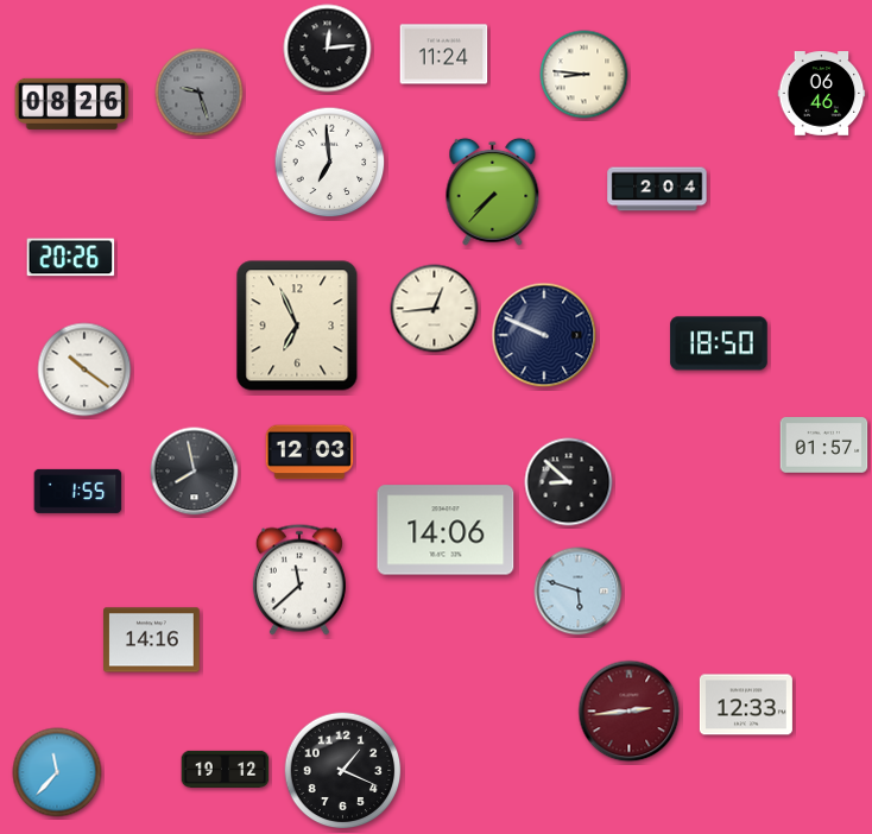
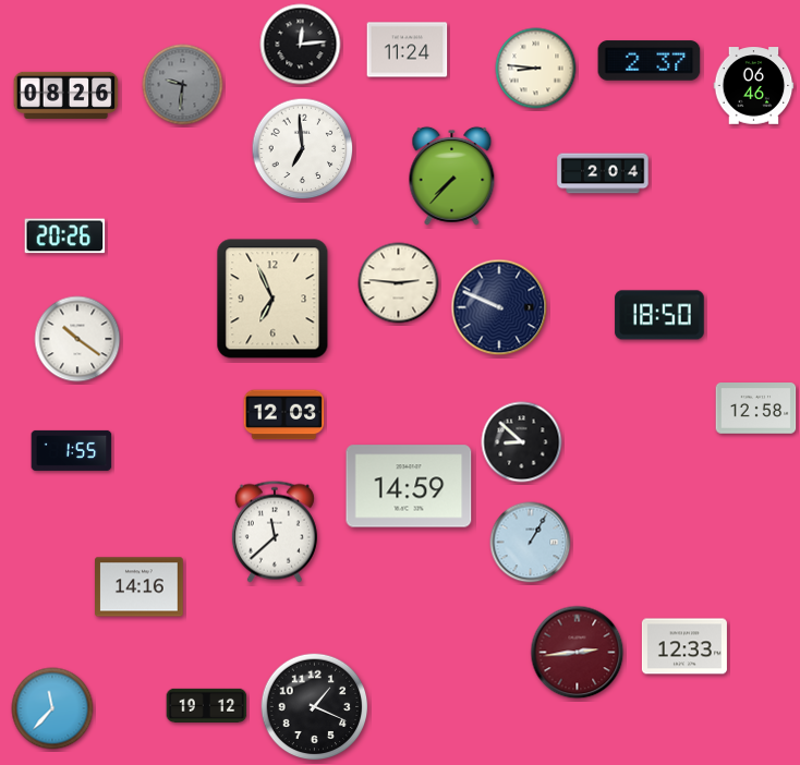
clock at (650, 61): none -> 2:37
clock at (200, 93): 9:27 -> 9:31
clock at (435, 309): 12:44 -> 2:46
clock at (824, 446): 01:57 -> 12:58
clock at (195, 472): 7:58 -> none
clock at (446, 530): 14:06 -> 14:59
clock at (579, 592): 5:48 -> 1:05
